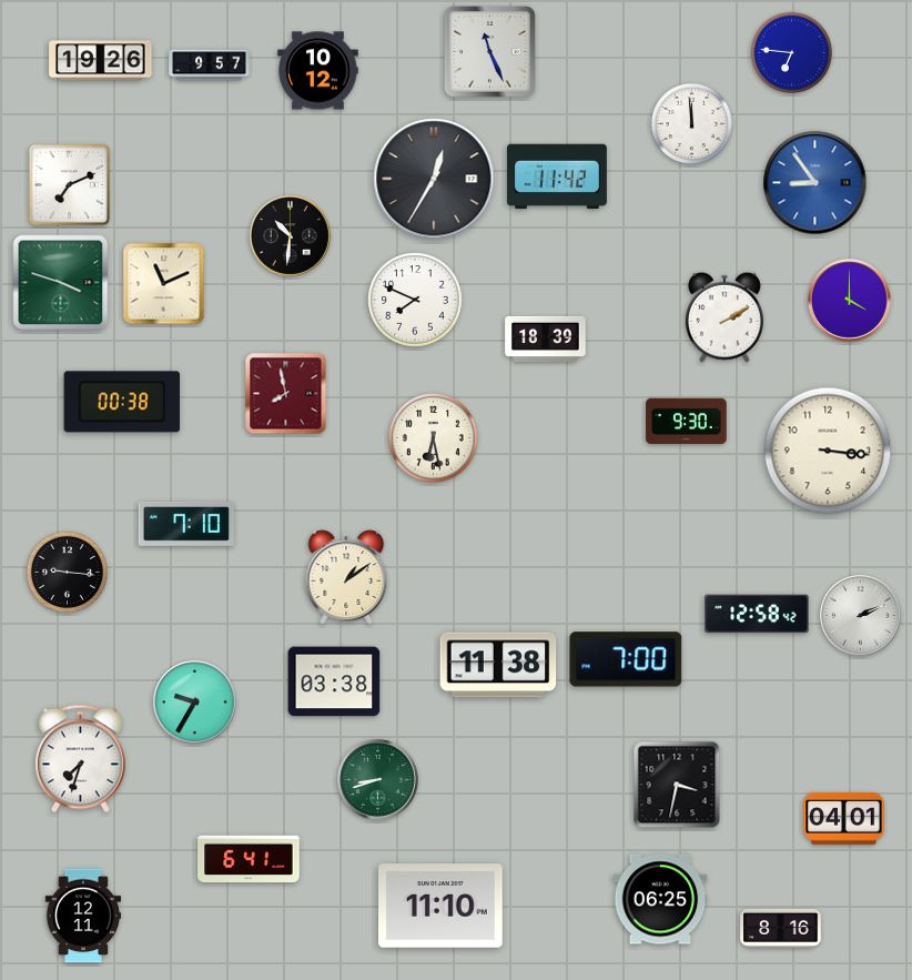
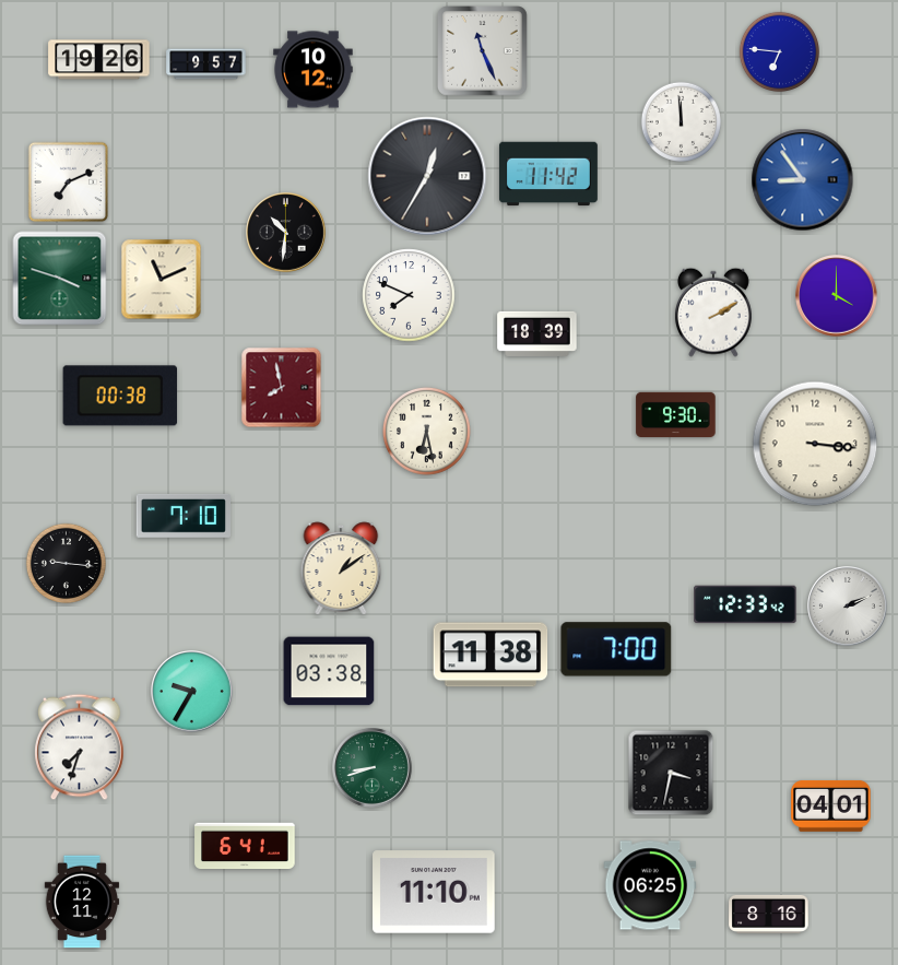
clock at (757, 614): 12:58 -> 12:33
clock at (677, 785) position: (677, 785) -> (671, 773)
